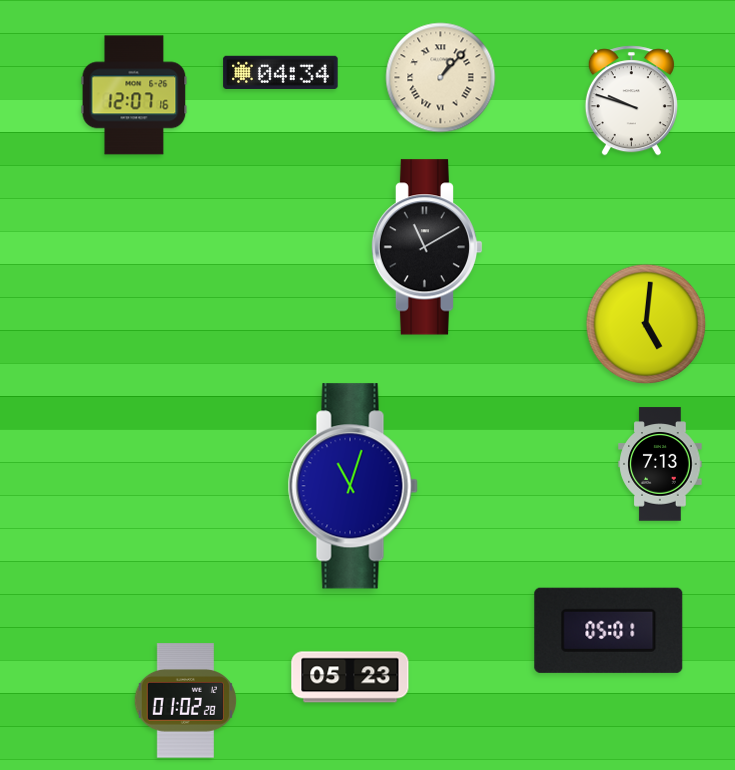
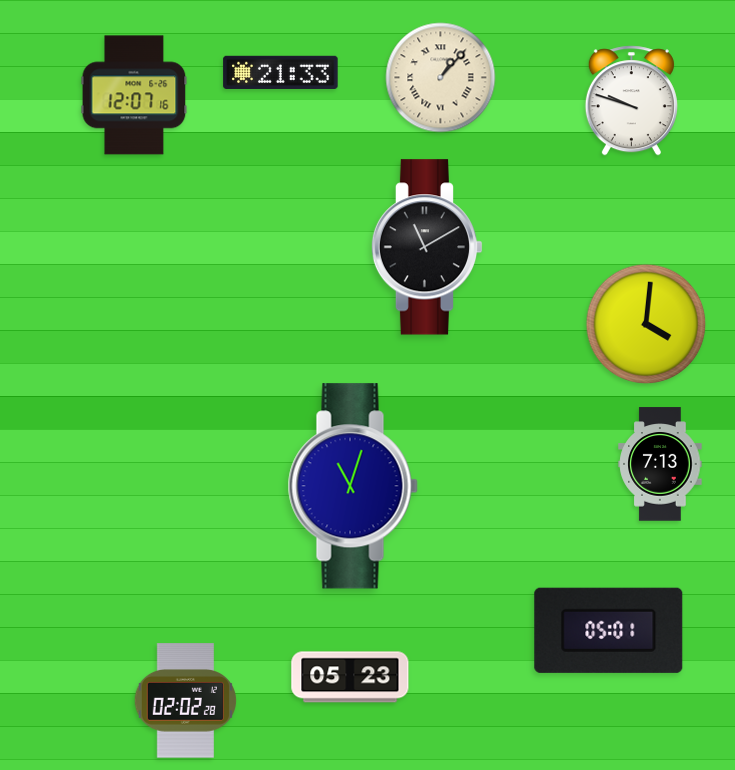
clock at (281, 72): 04:34 -> 21:33
clock at (646, 324): 5:01 -> 4:01
clock at (185, 701): 01:02 -> 02:02
